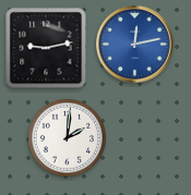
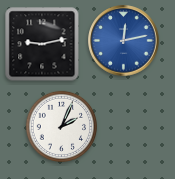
clock at (67, 137): 2:01 -> 2:04
